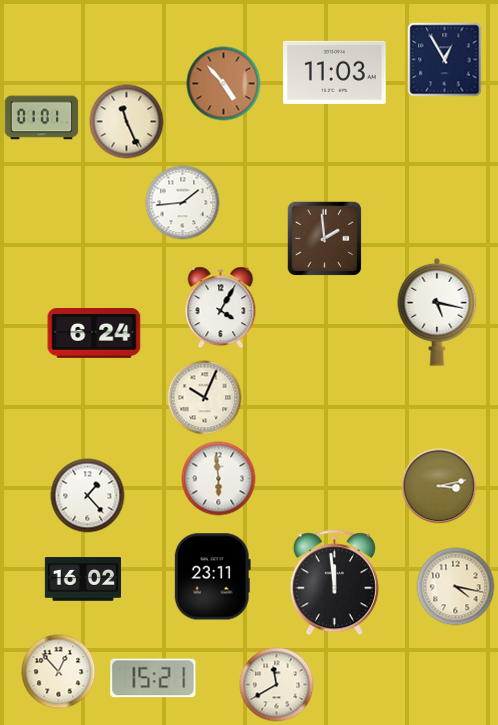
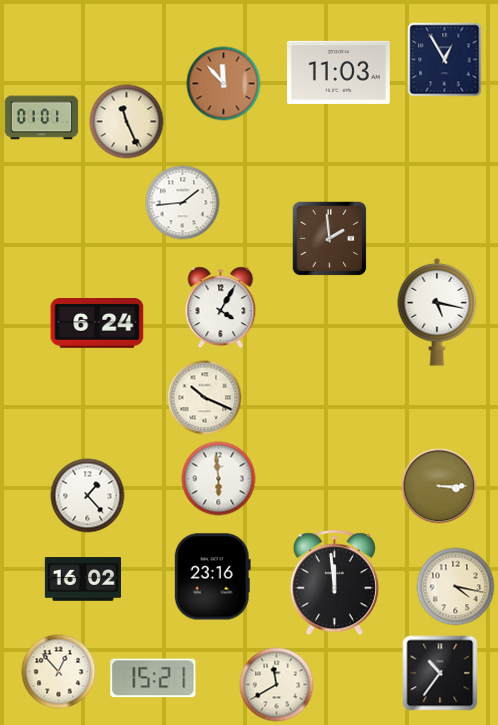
clock at (335, 72) position: (335, 72) -> (339, 72)
clock at (224, 84): 4:53 -> 11:53
clock at (325, 239) position: (325, 239) -> (330, 239)
clock at (94, 333) position: (94, 333) -> (97, 323)
clock at (205, 398): 10:04 -> 10:19
clock at (439, 486): 3:13 -> 3:15
clock at (212, 577): 23:11 -> 23:16
clock at (440, 673): none -> 10:36
